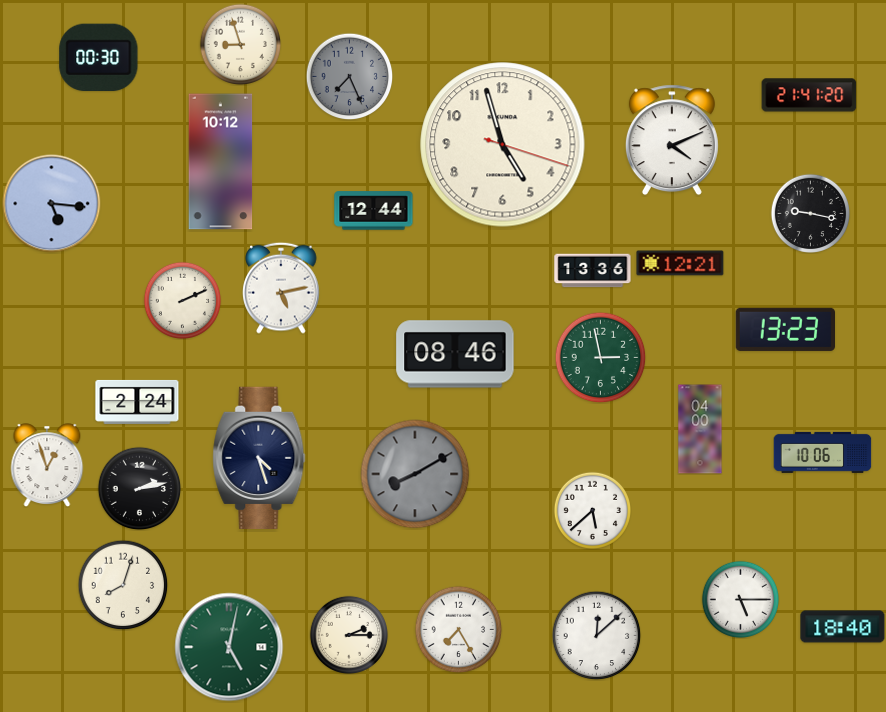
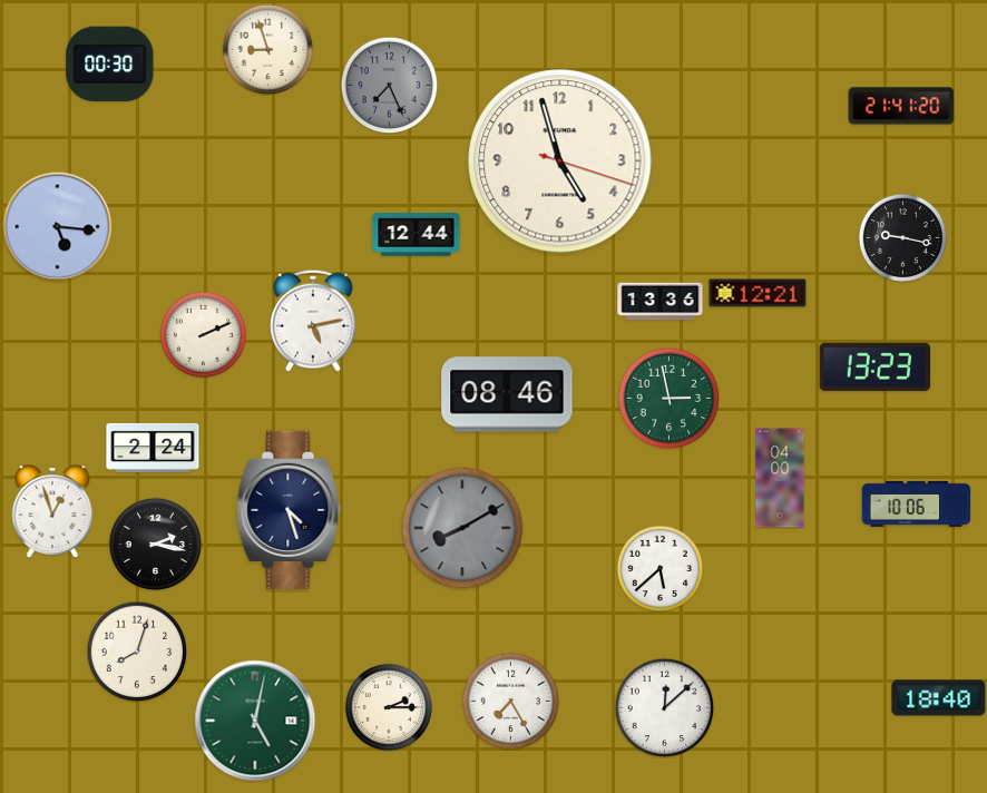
clock at (672, 140): 4:11 -> none
clock at (221, 162): 10:12 -> none
clock at (47, 465) position: (47, 465) -> (52, 511)
clock at (139, 488): 2:13 -> 2:17
clock at (740, 599): 5:15 -> none
